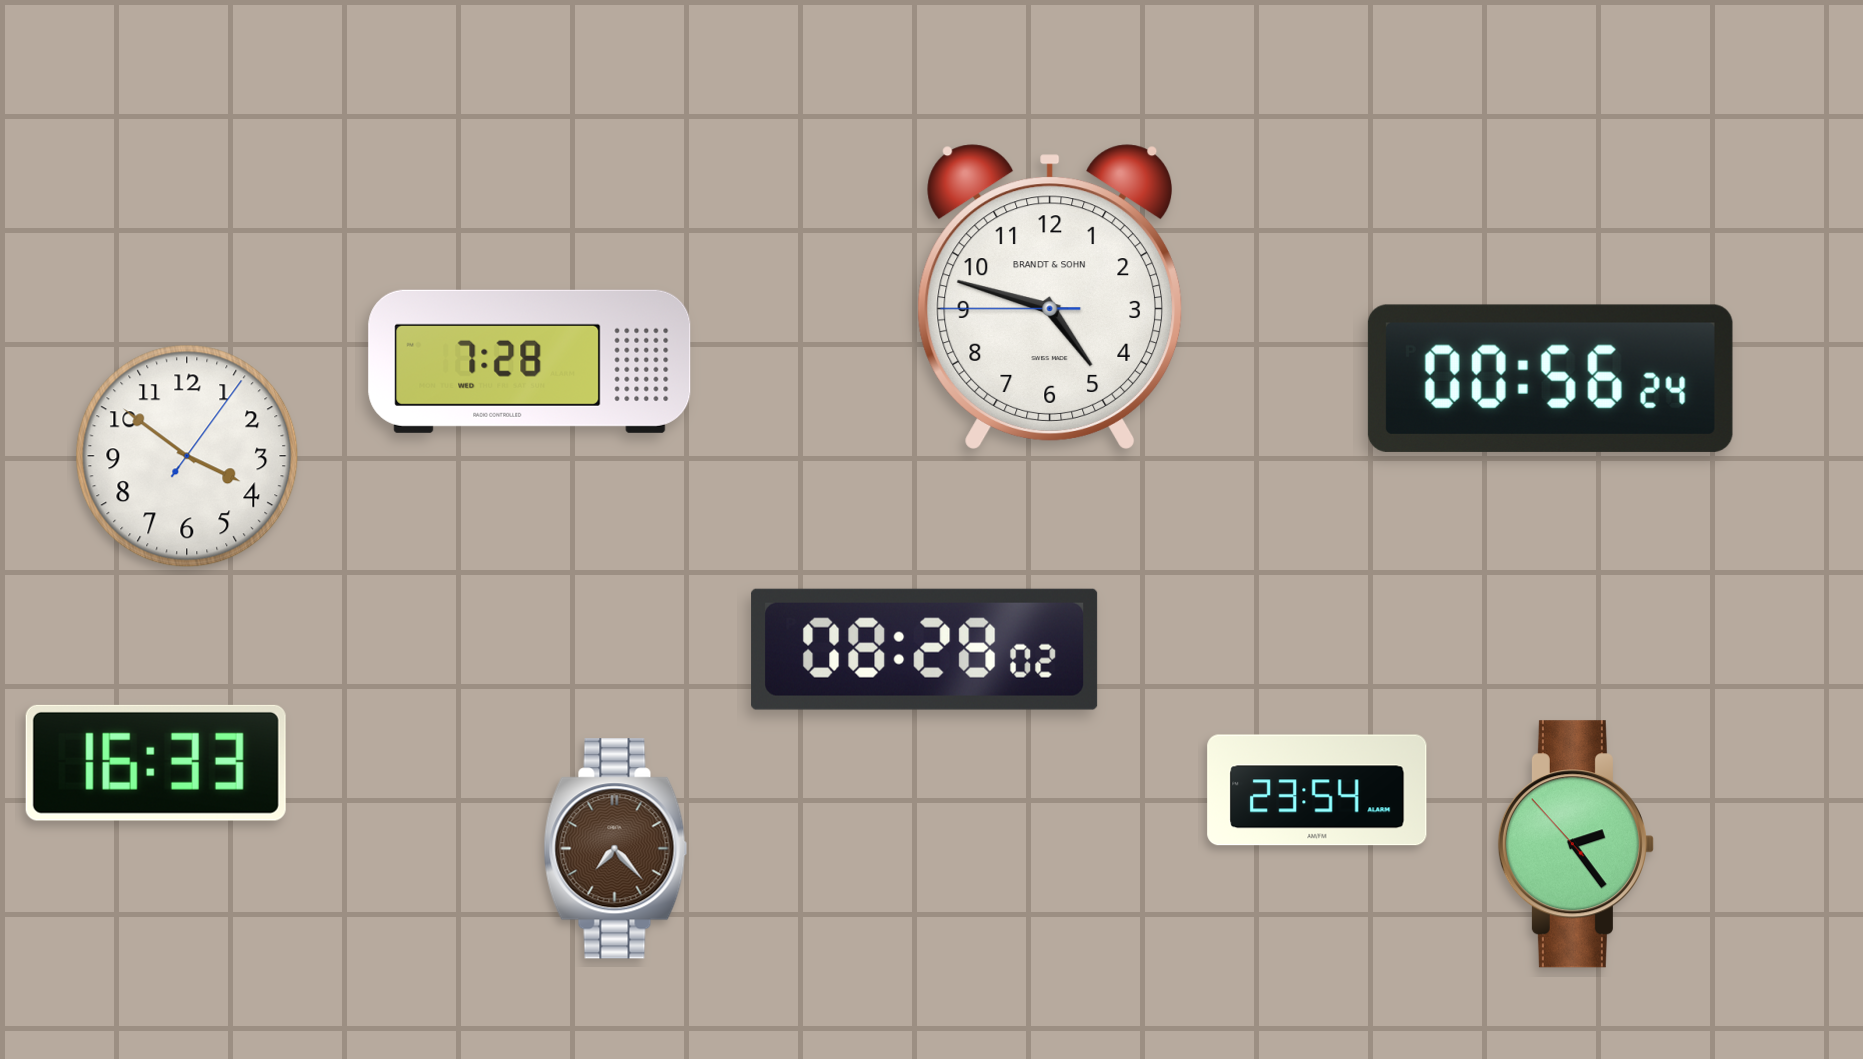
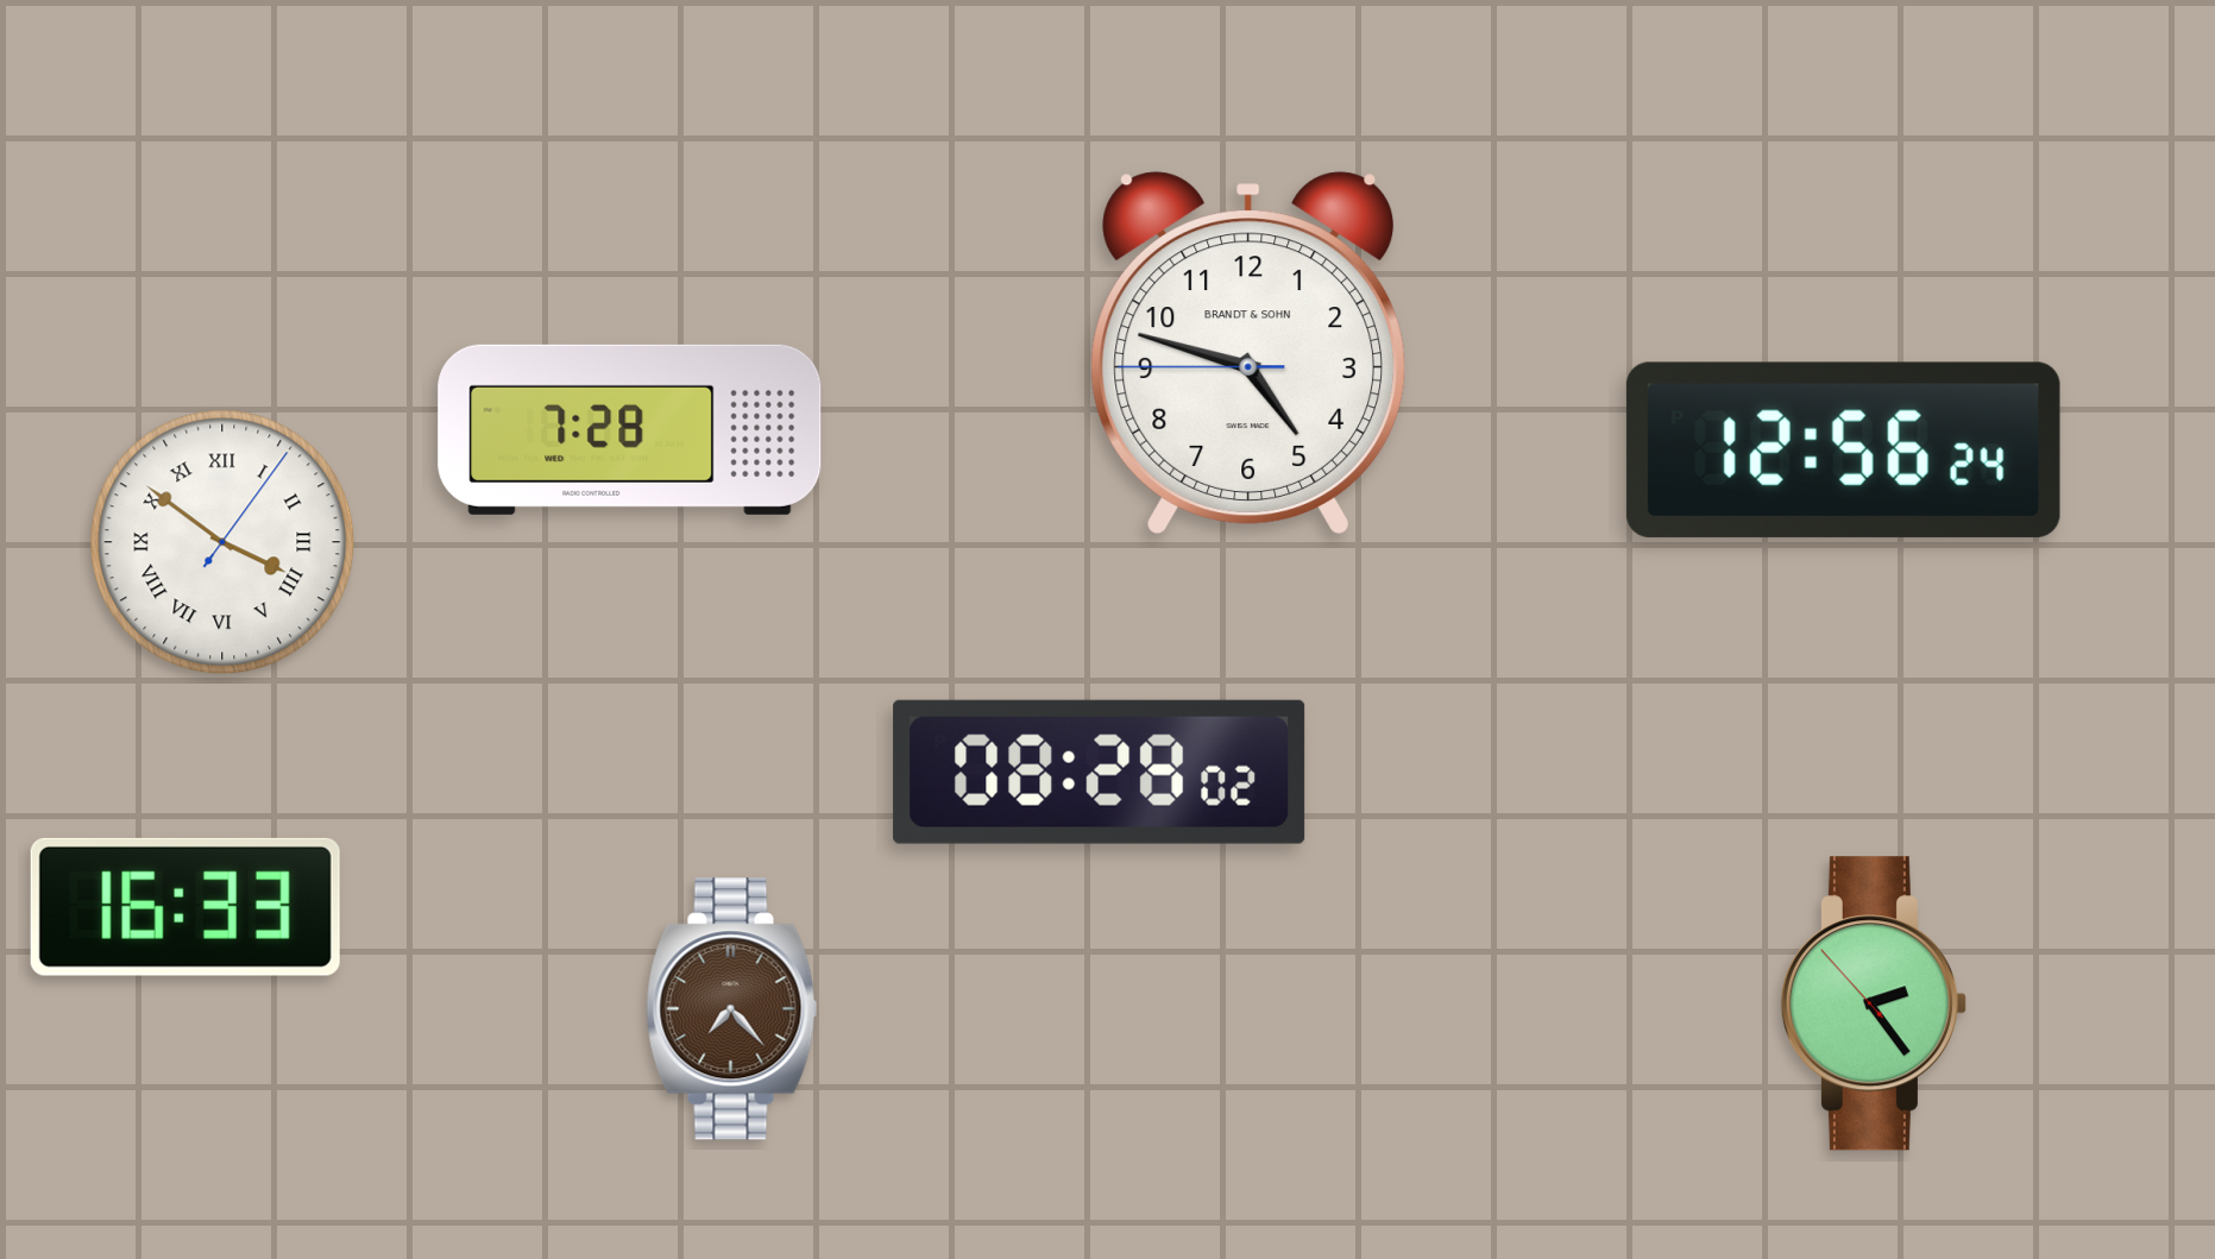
clock at (1550, 378): 00:56 -> 12:56
clock at (187, 456) numerals: Arabic -> Roman
clock at (1317, 790): 23:54 -> none
